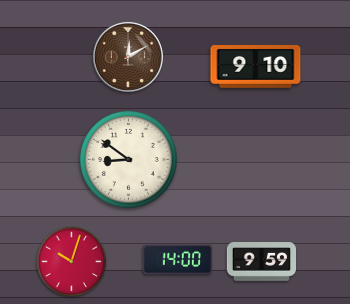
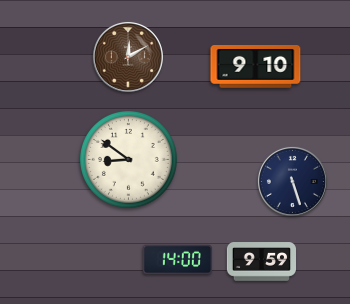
clock at (292, 181): none -> 5:27
clock at (72, 262): 10:03 -> none
